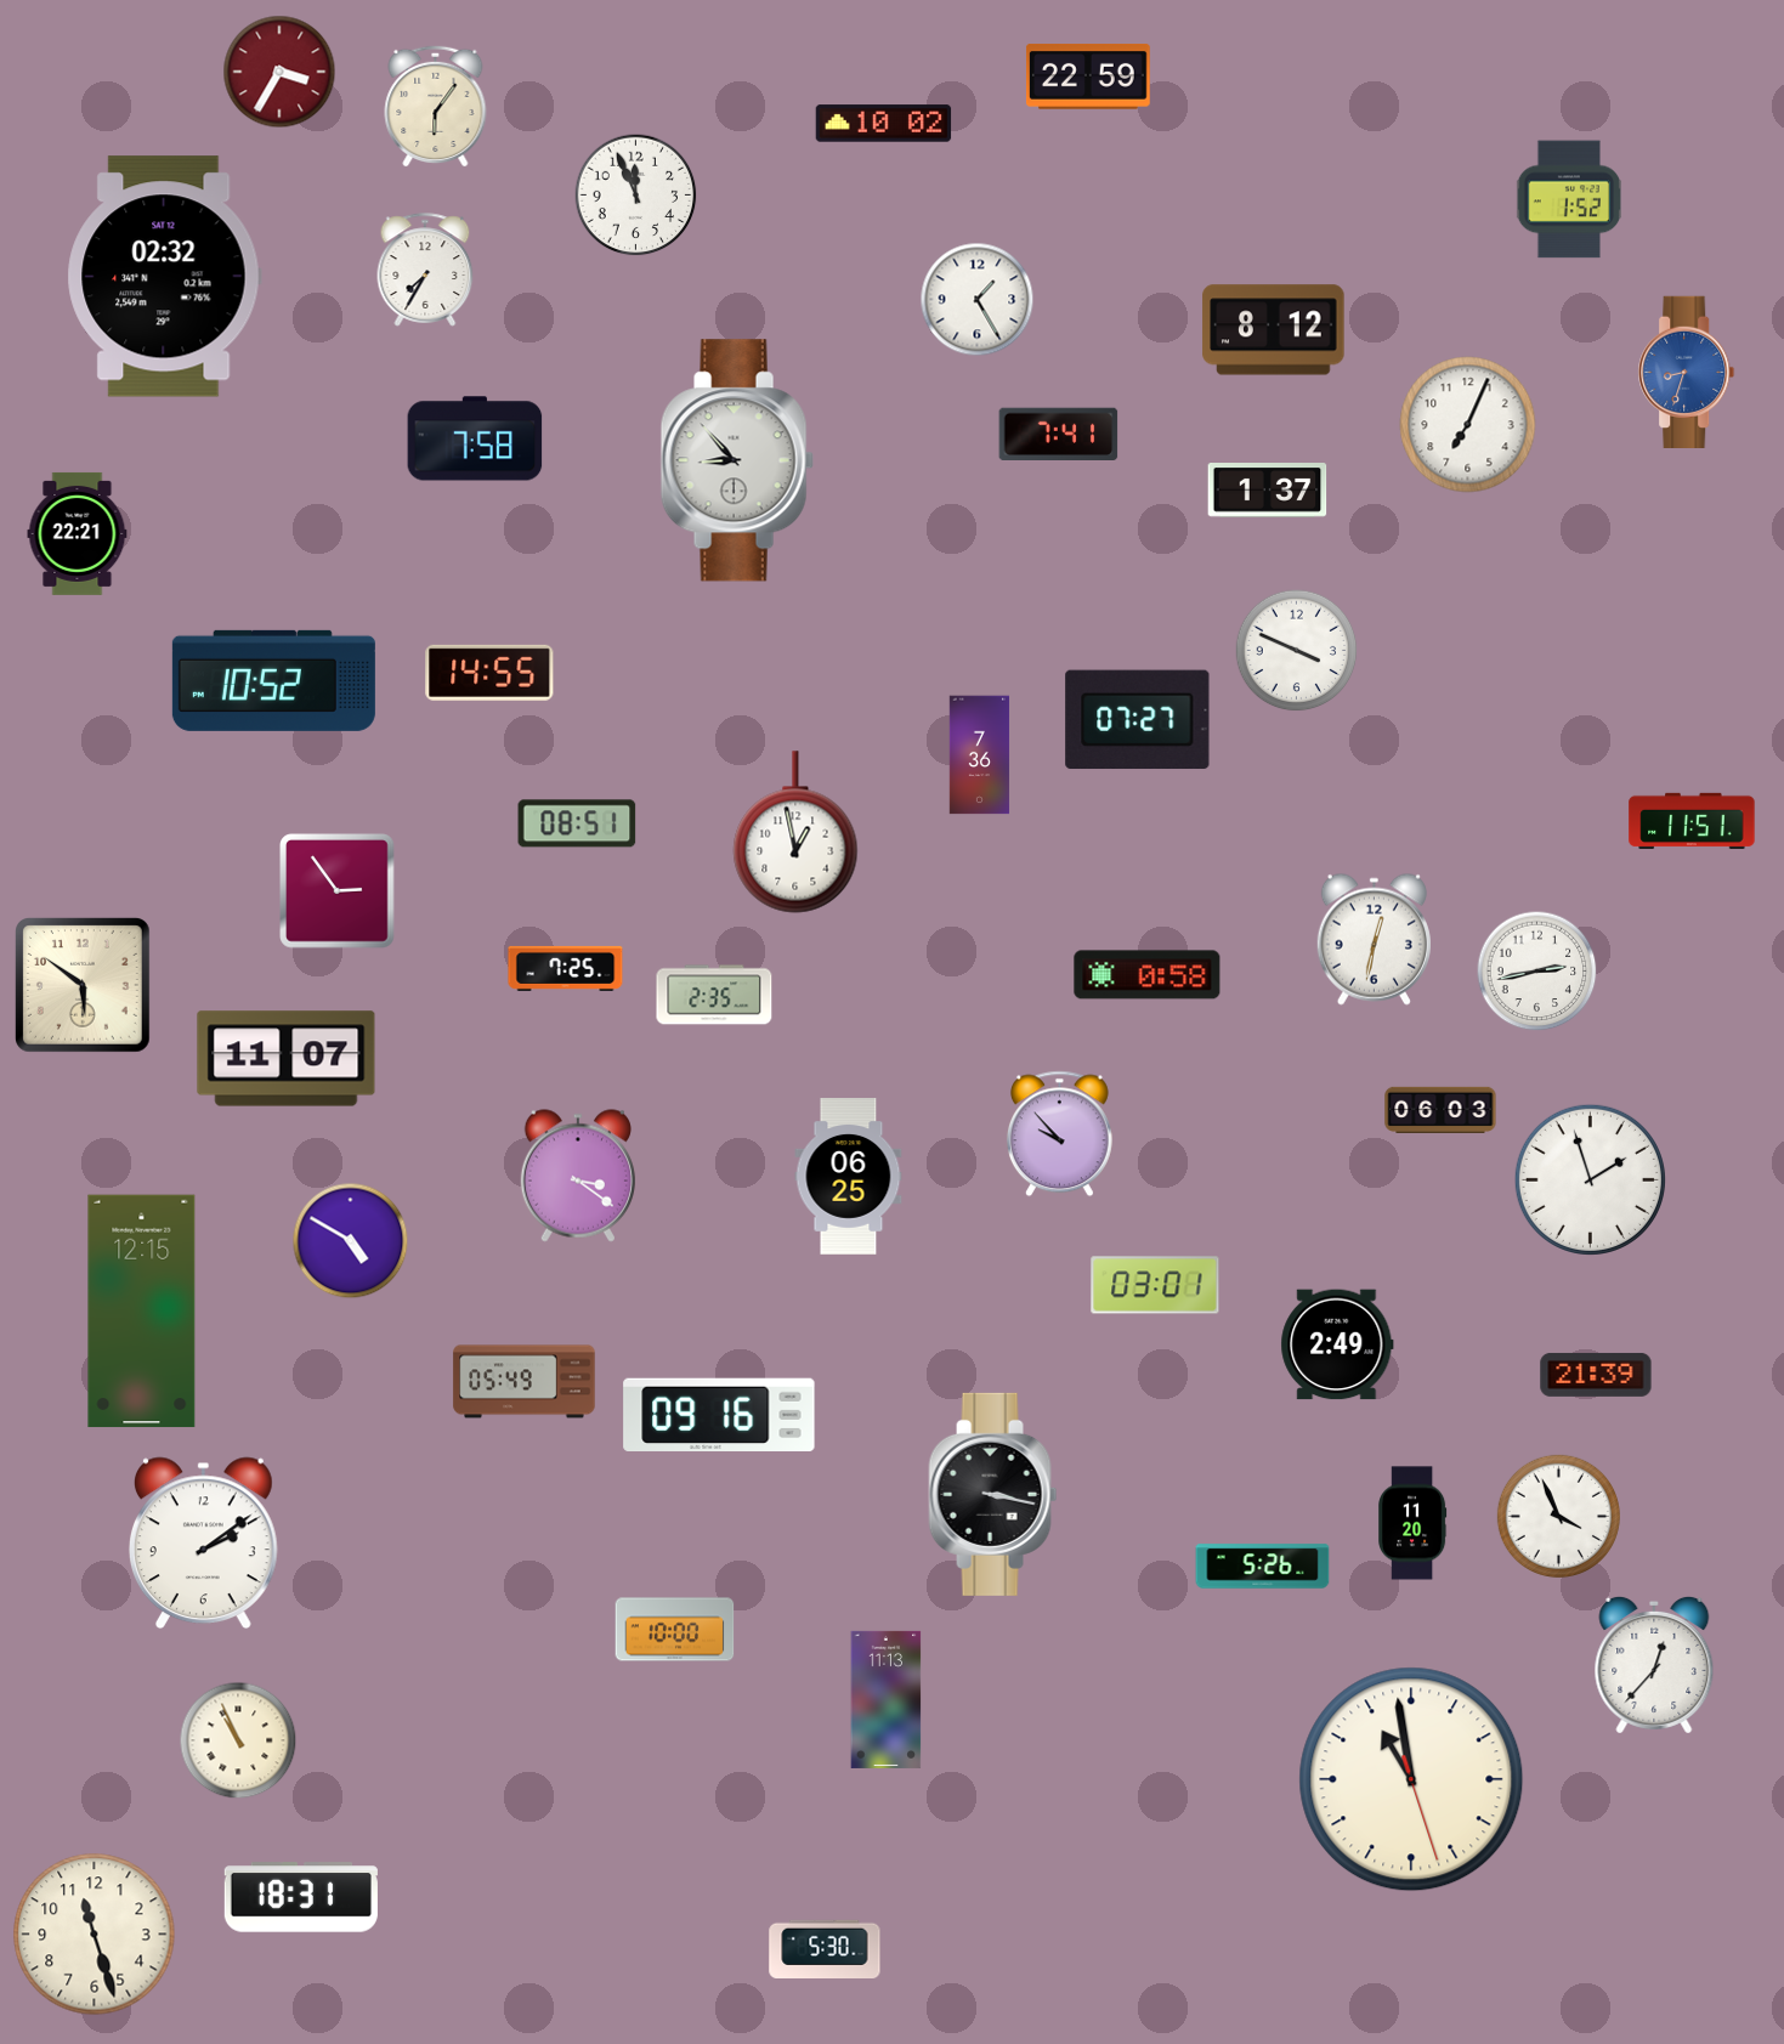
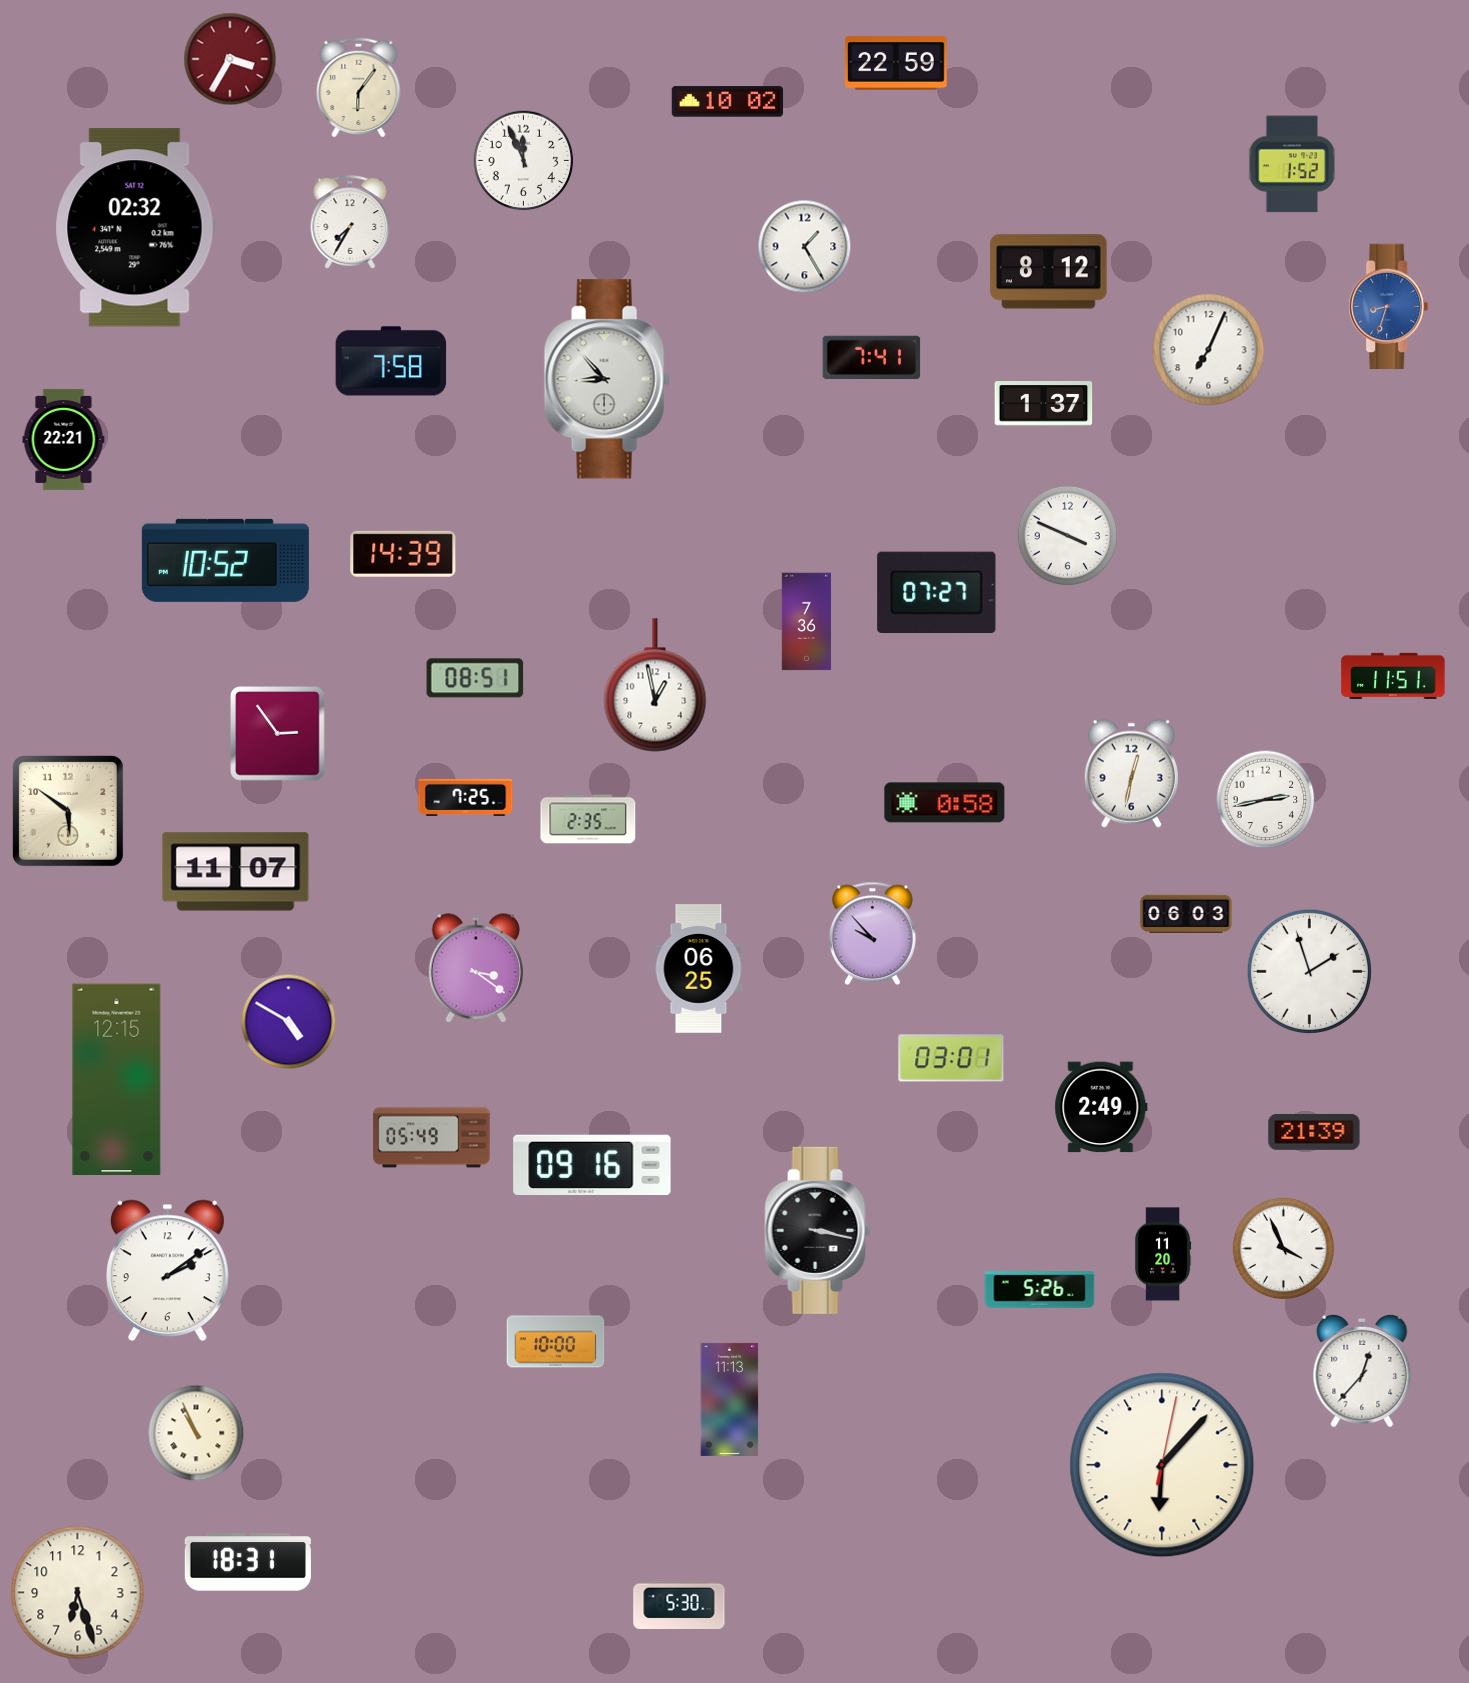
clock at (489, 673): 14:55 -> 14:39
clock at (1411, 1779): 10:58 -> 6:07
clock at (95, 1935): 11:27 -> 6:27
